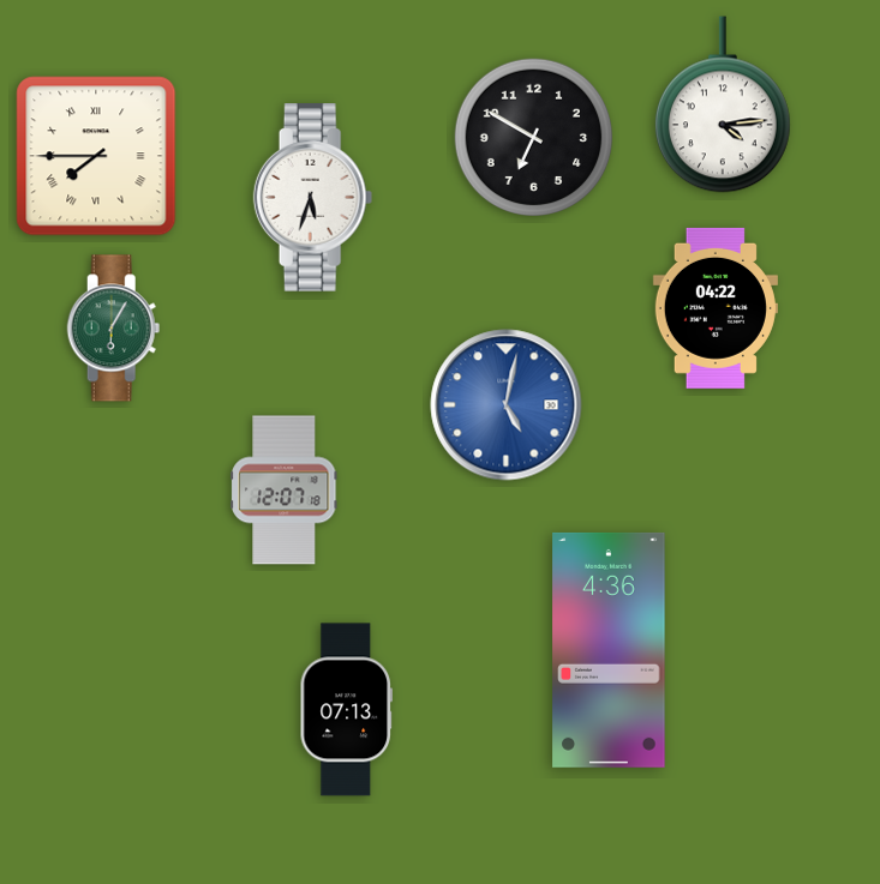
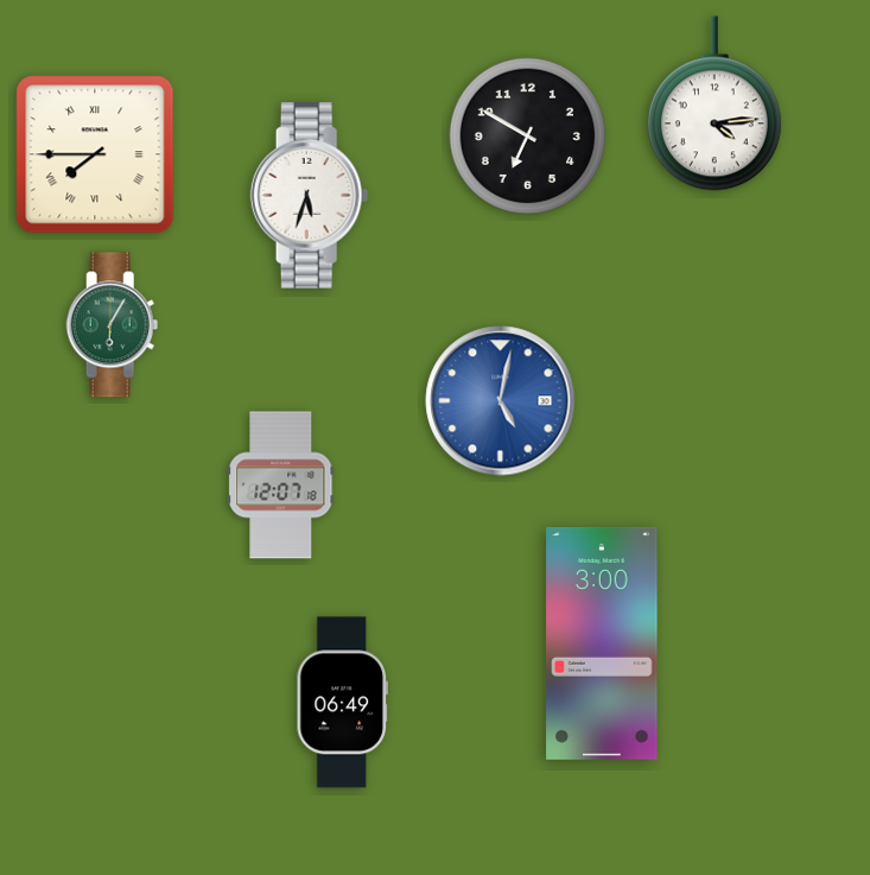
clock at (716, 308): 04:22 -> none
clock at (609, 650): 4:36 -> 3:00
clock at (346, 710): 07:13 -> 06:49
